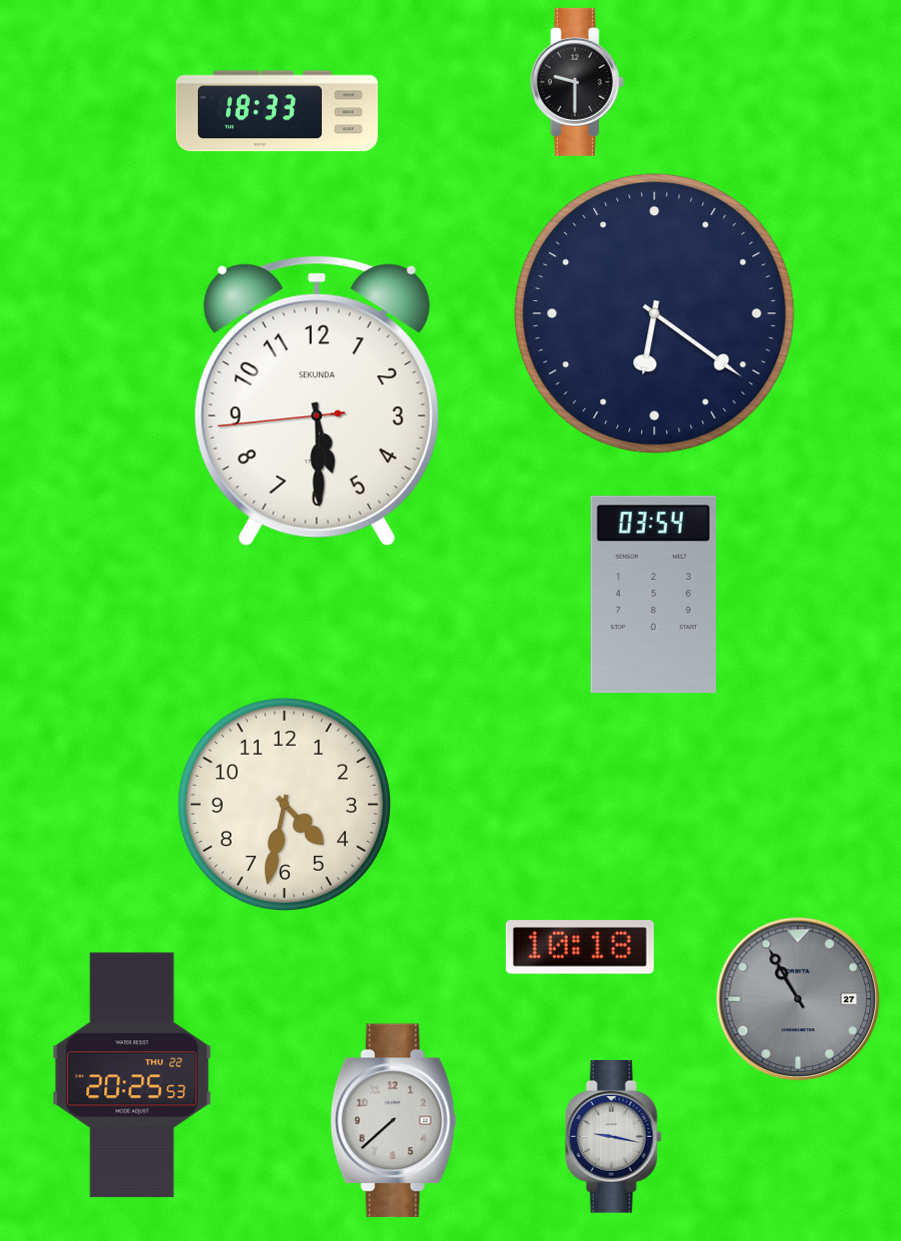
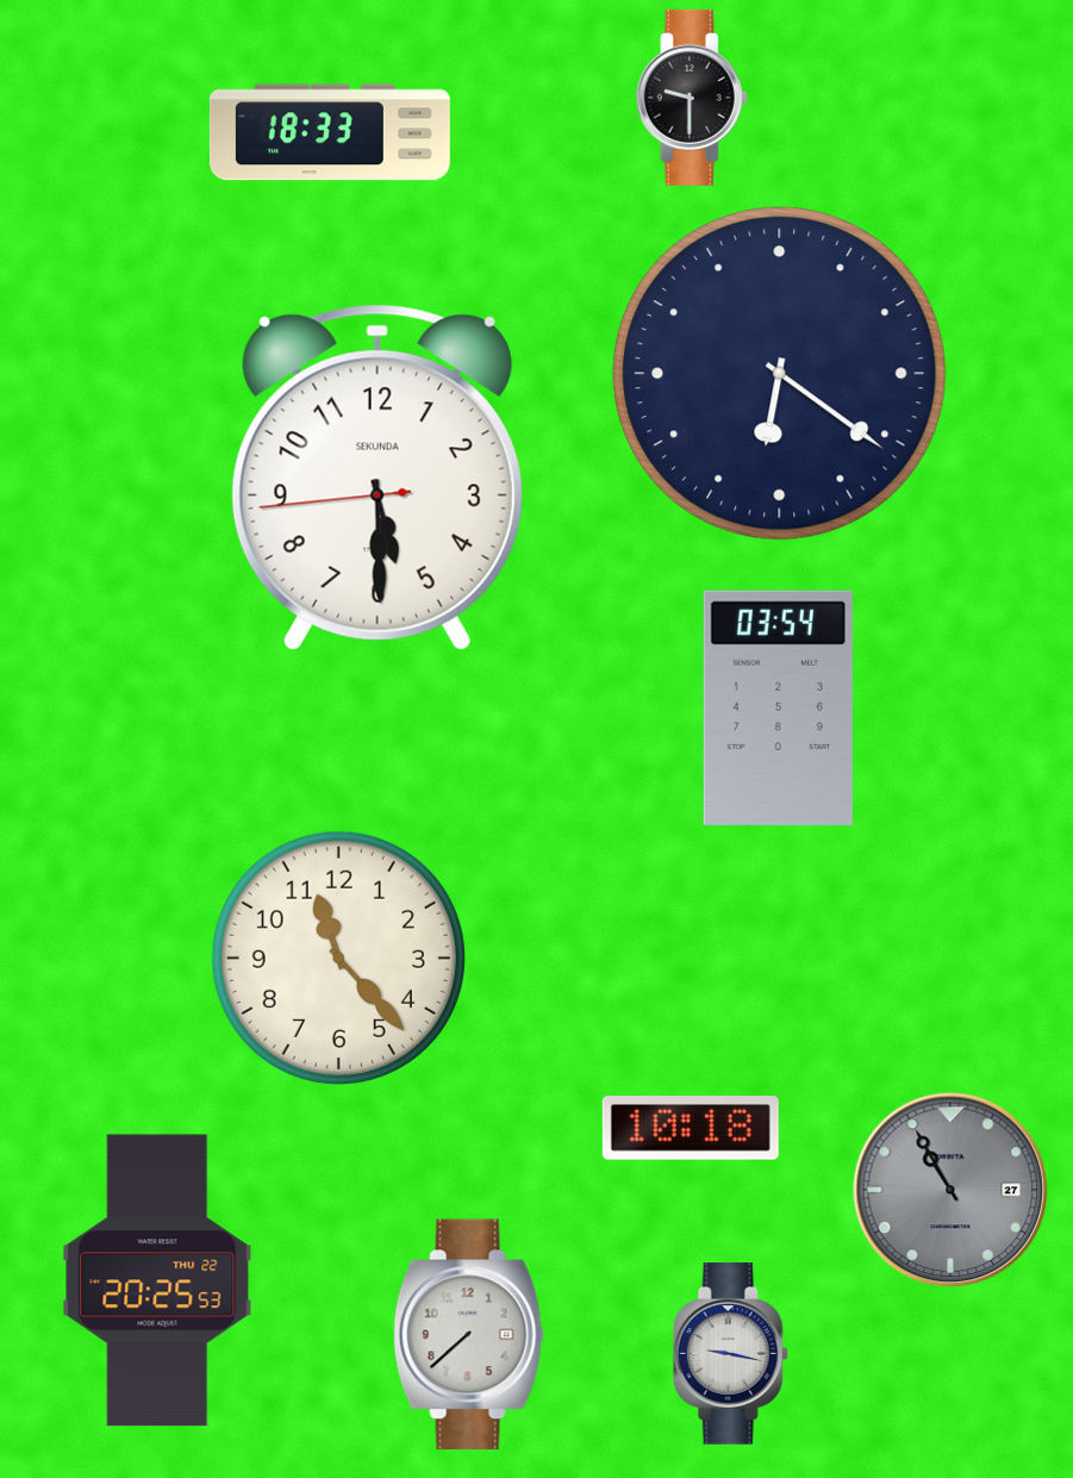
clock at (577, 82) position: (577, 82) -> (692, 98)
clock at (284, 804): 4:32 -> 11:23
